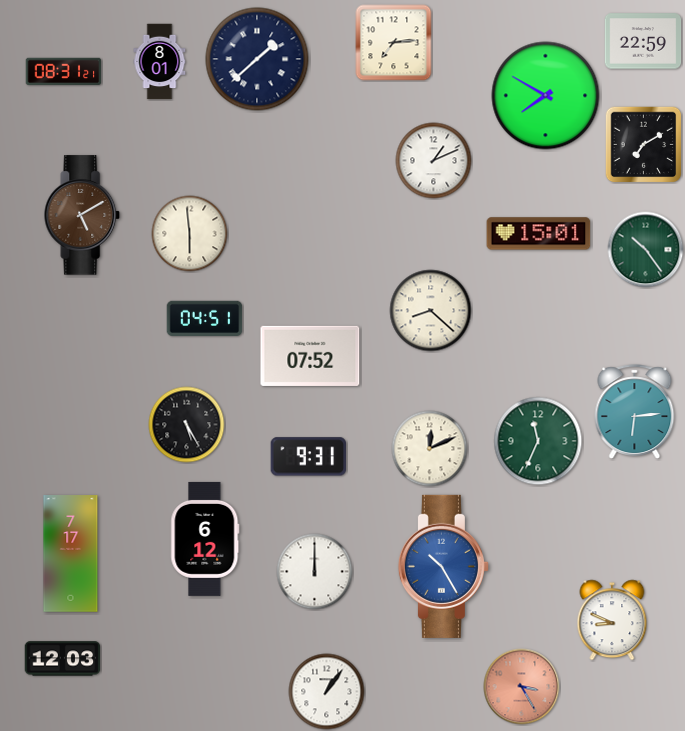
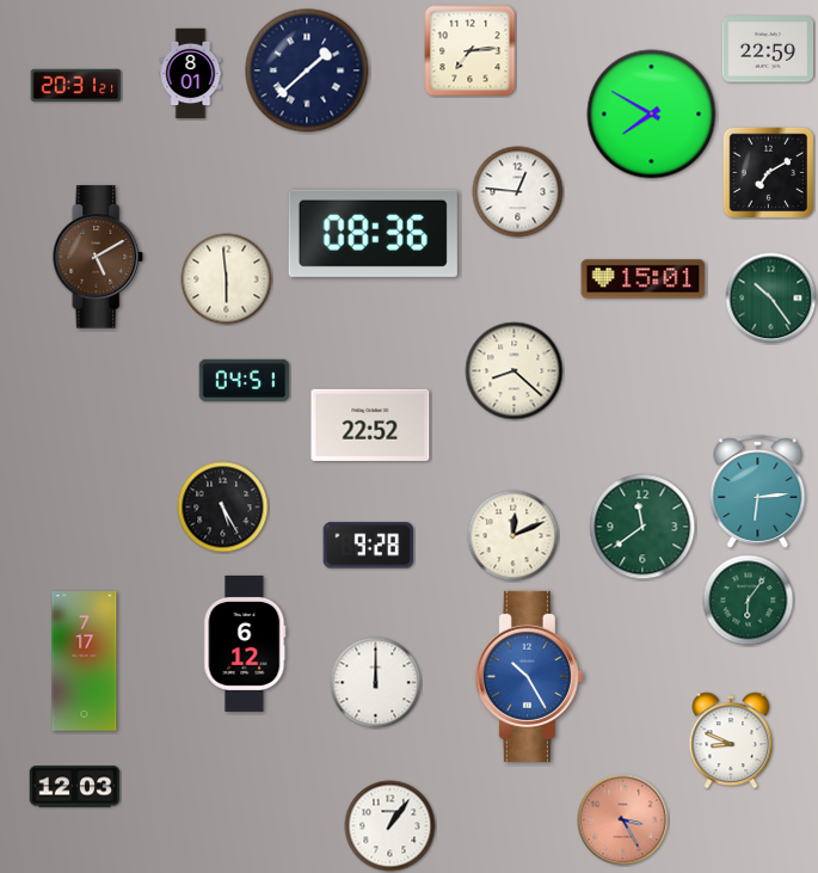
clock at (64, 71): 08:31 -> 20:31
clock at (434, 161): 1:11 -> 12:46
clock at (373, 233): none -> 08:36
clock at (310, 356): 07:52 -> 22:52
clock at (538, 441): 11:34 -> 11:39
clock at (308, 457): 9:31 -> 9:28
clock at (749, 601): none -> 6:06
